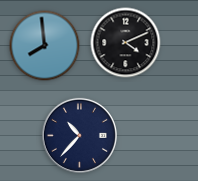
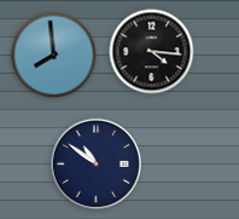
clock at (126, 43): 4:11 -> 4:16
clock at (79, 135): 10:37 -> 10:51
